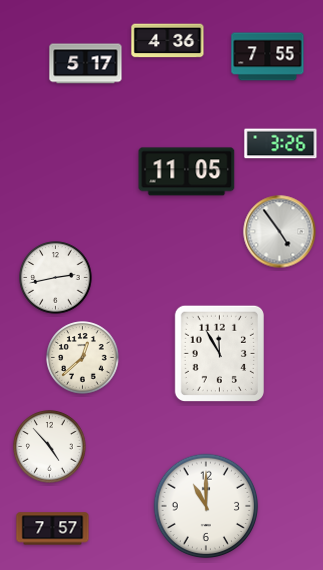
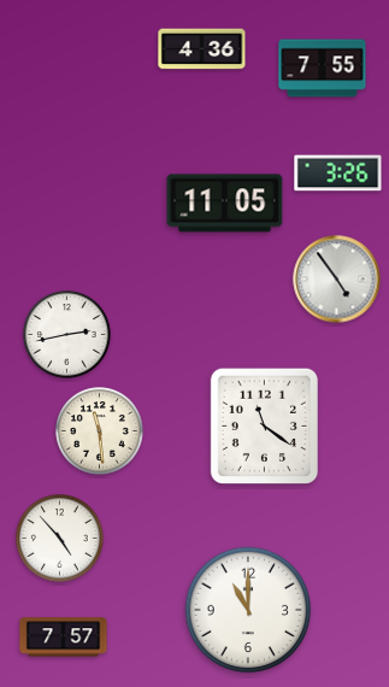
clock at (86, 64): 5:17 -> none
clock at (187, 172) position: (187, 172) -> (225, 204)
clock at (219, 353): 11:55 -> 11:21
clock at (83, 358): 12:38 -> 11:29
